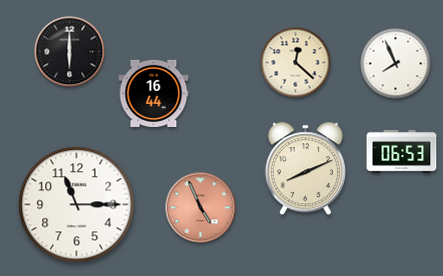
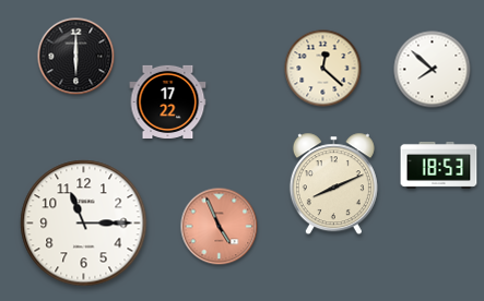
clock at (396, 64): 7:56 -> 7:52
clock at (154, 93): 16:44 -> 17:22
clock at (402, 151): 06:53 -> 18:53
